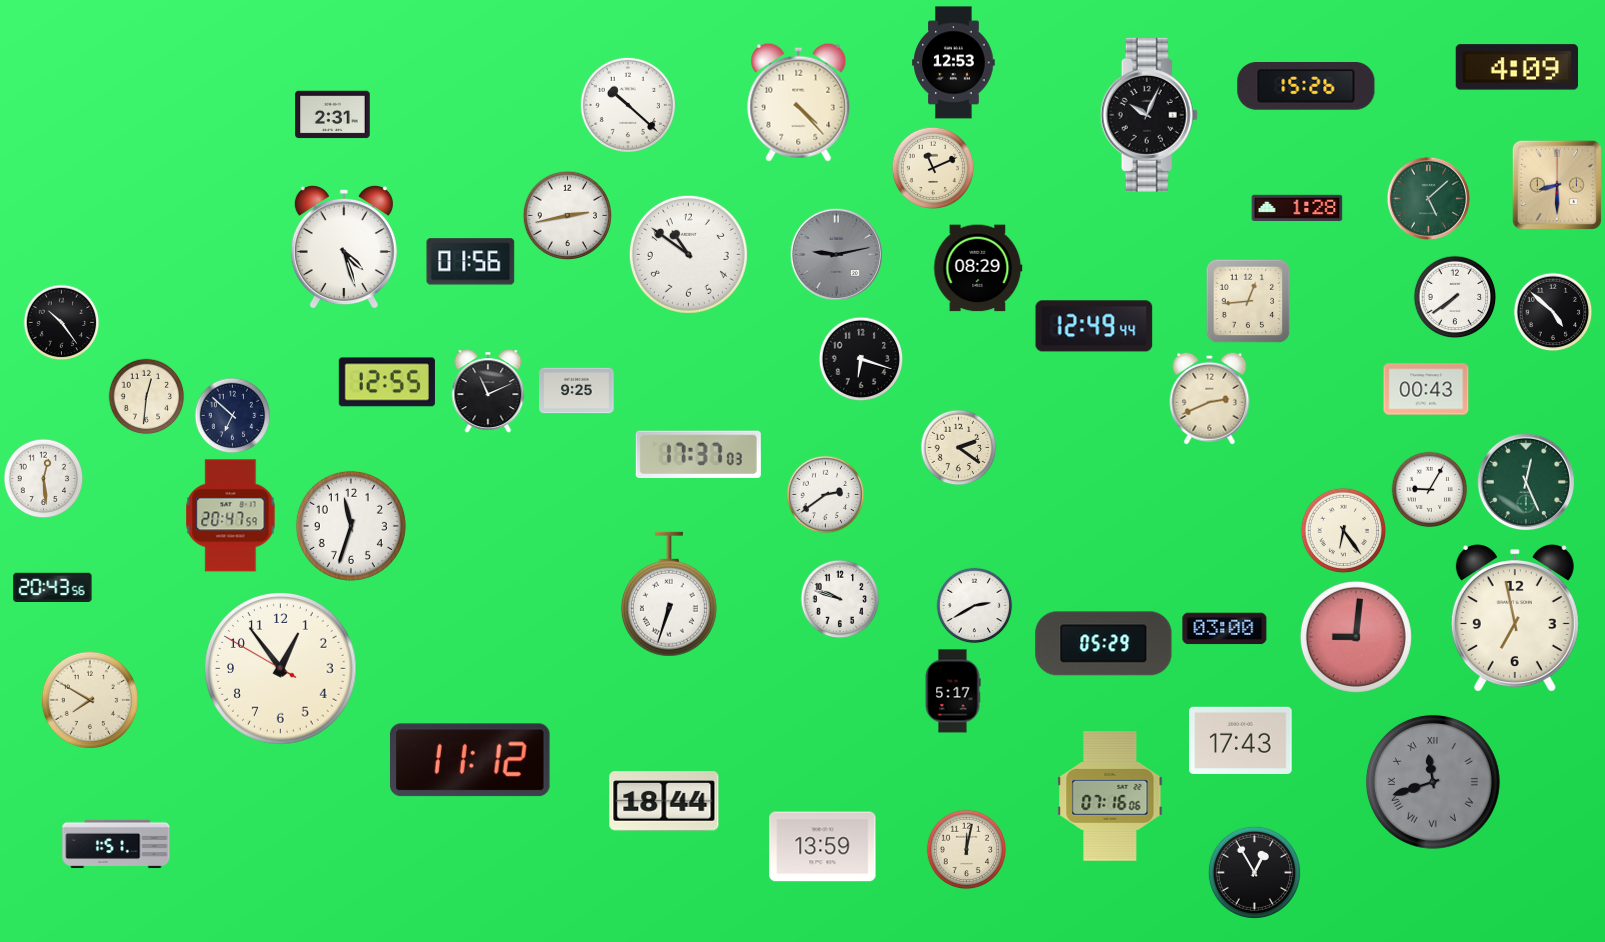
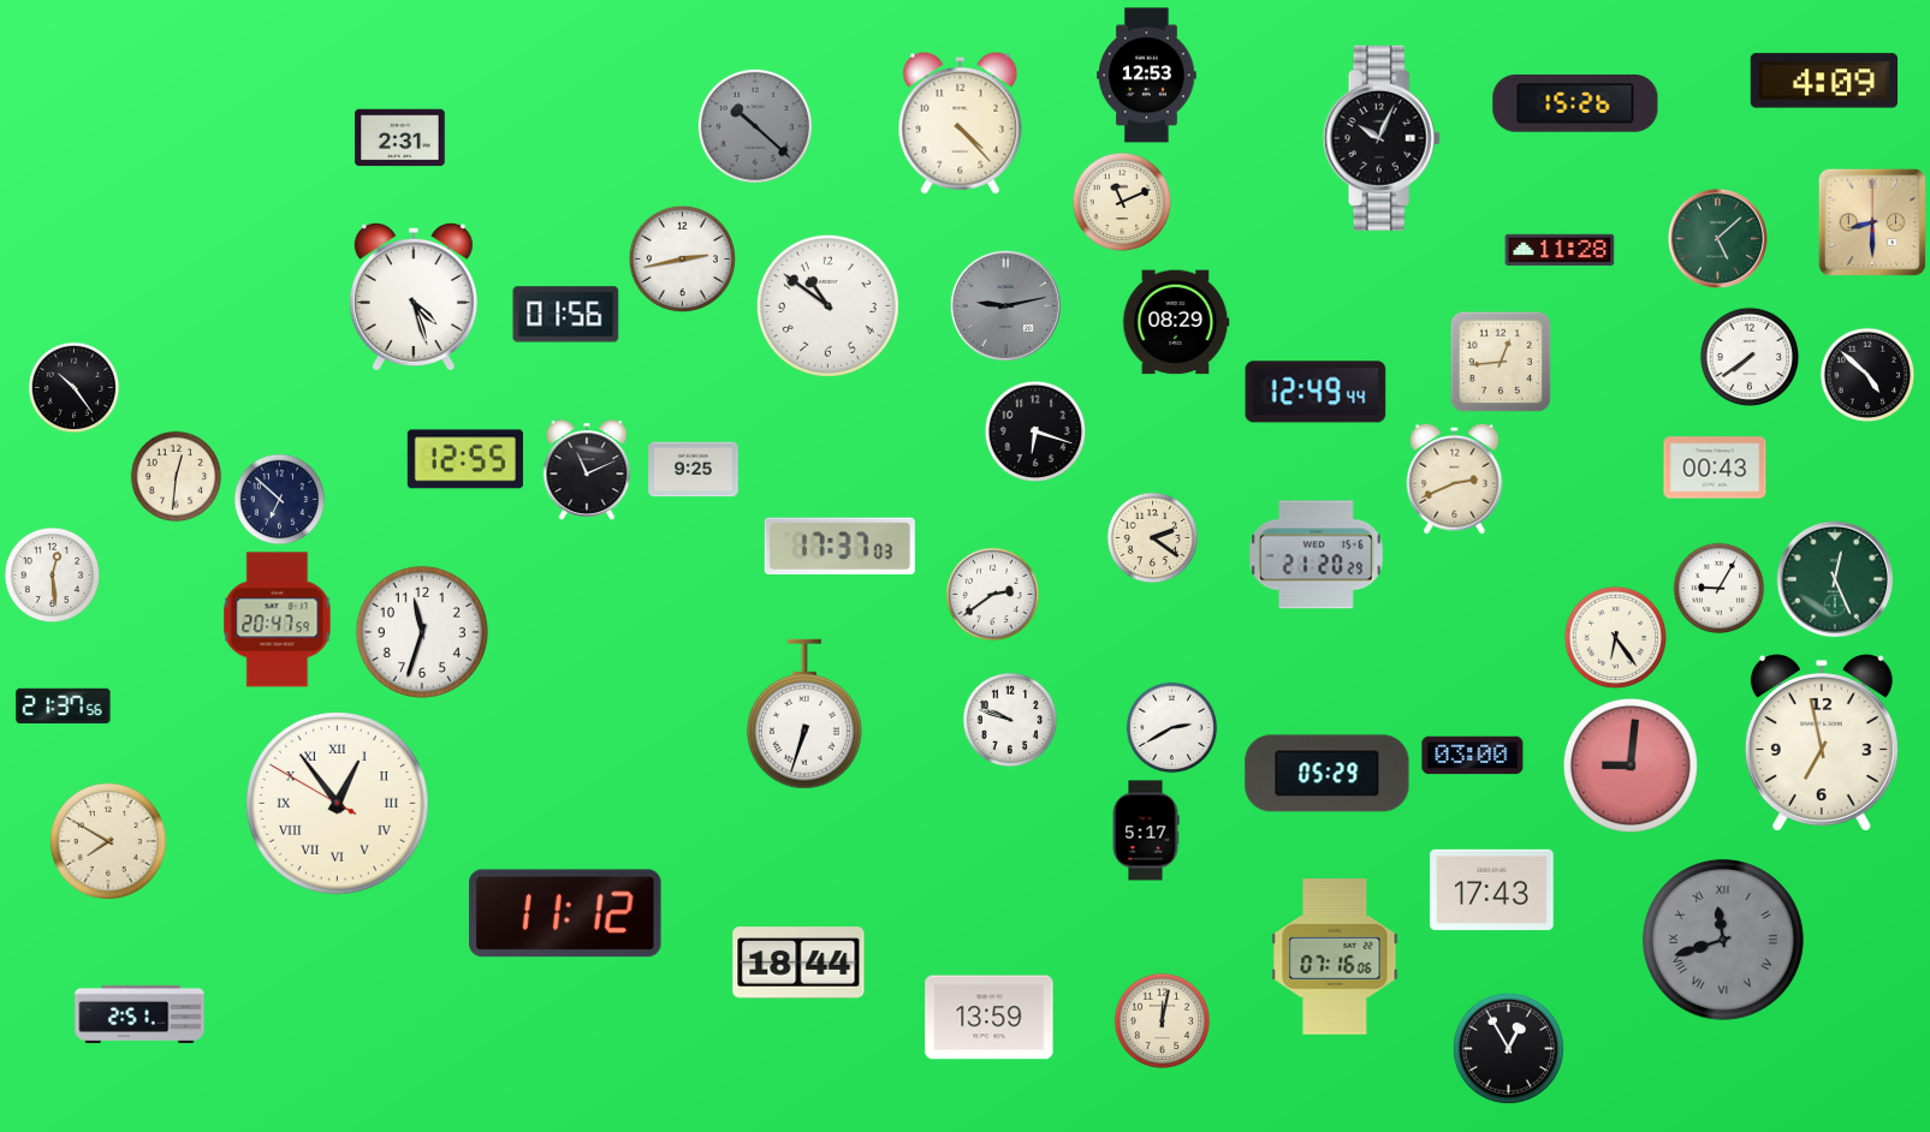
clock at (1306, 87) position: (1306, 87) -> (1575, 105)
clock at (628, 105) dial: white -> grey
clock at (1297, 207): 1:28 -> 11:28
clock at (1317, 555): none -> 21:20
clock at (53, 587): 20:43 -> 21:37
clock at (281, 669) numerals: Arabic -> Roman
clock at (116, 844): 1:51 -> 2:51
